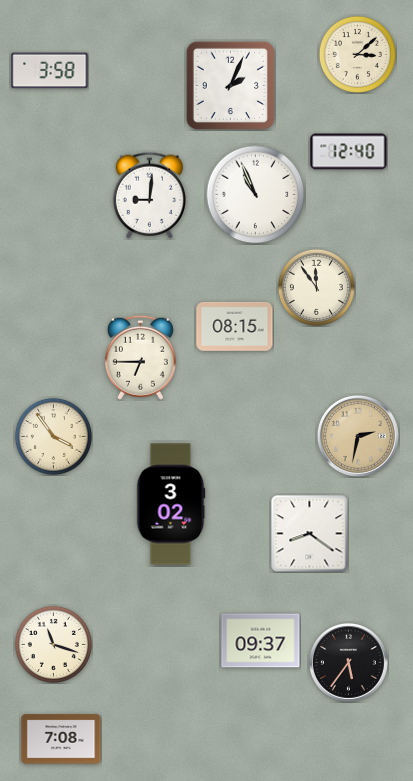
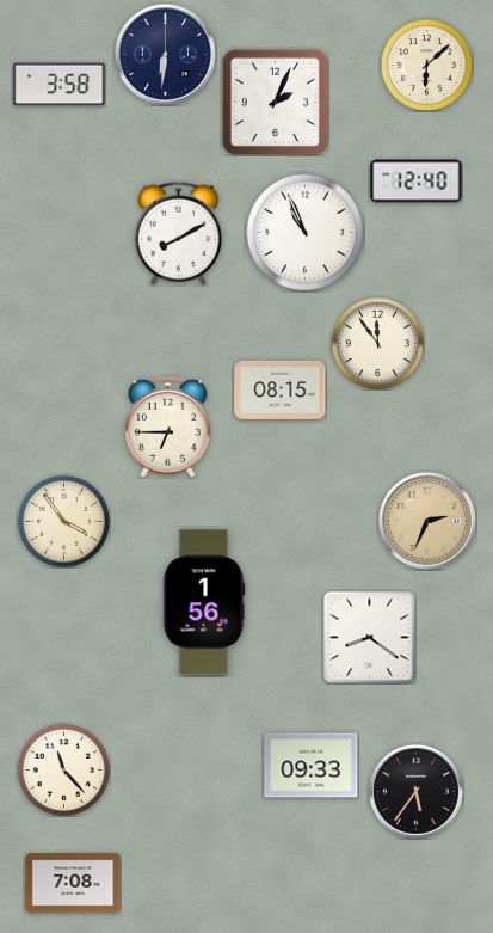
clock at (165, 54): none -> 6:31
clock at (357, 54): 3:08 -> 6:08
clock at (149, 195): 9:01 -> 8:10
clock at (358, 436): 2:32 -> 2:34
clock at (171, 504): 3:02 -> 1:56
clock at (261, 641): 09:37 -> 09:33
clock at (53, 644): 11:18 -> 11:23
